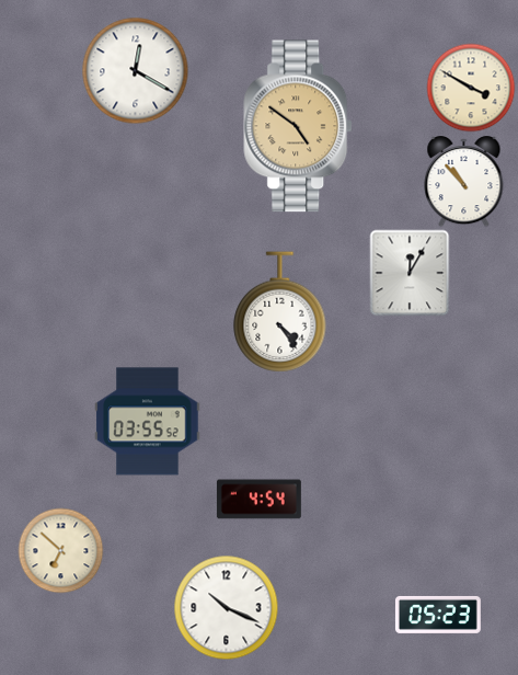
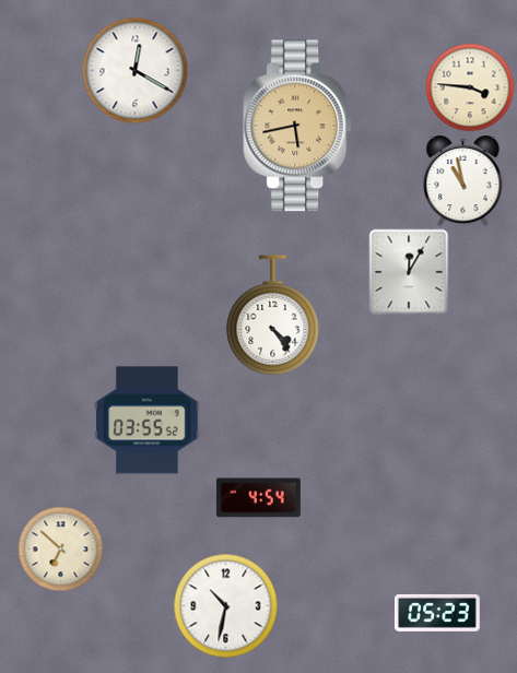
clock at (471, 88): 3:50 -> 3:46
clock at (299, 126): 4:51 -> 5:43
clock at (464, 182): 10:53 -> 10:58
clock at (280, 311) position: (280, 311) -> (273, 315)
clock at (226, 607): 10:19 -> 10:32
